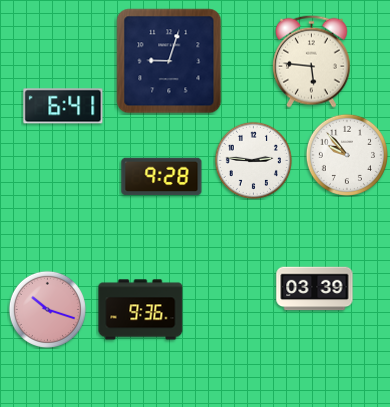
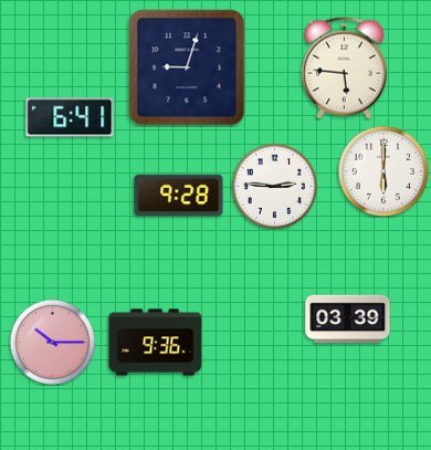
clock at (346, 154): 9:53 -> 6:00
clock at (253, 160) position: (253, 160) -> (274, 186)
clock at (47, 309): 10:18 -> 10:15
